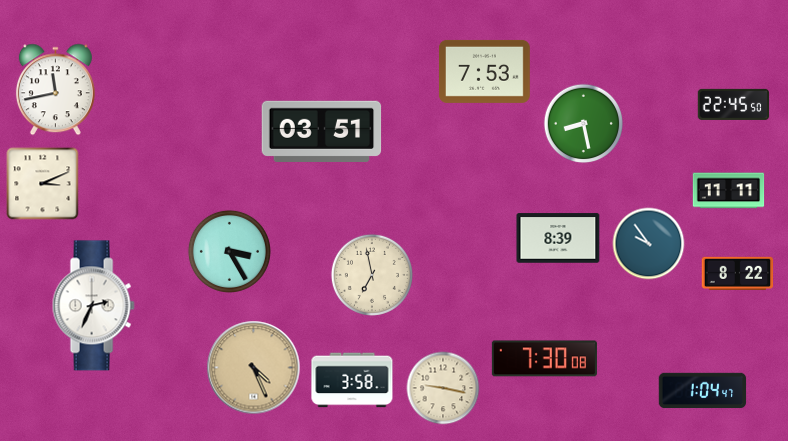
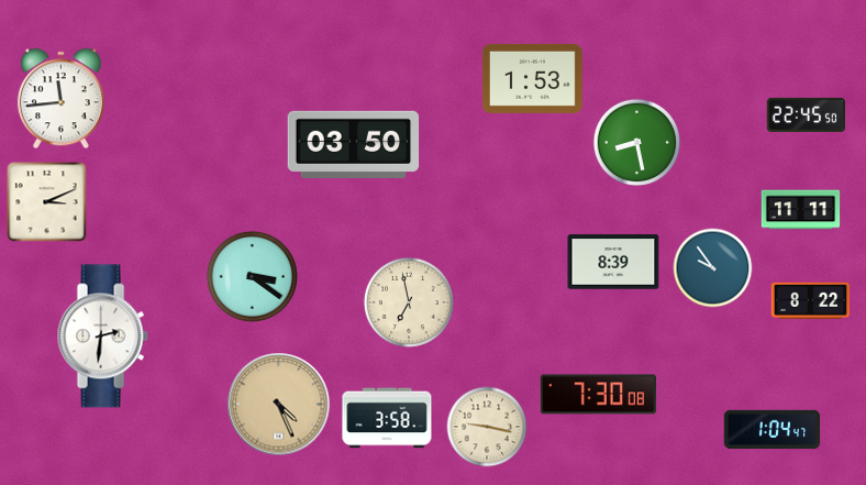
clock at (484, 71): 7:53 -> 1:53
clock at (55, 90): 11:43 -> 11:44
clock at (584, 124) position: (584, 124) -> (637, 143)
clock at (322, 131): 03:51 -> 03:50
clock at (229, 251): 3:25 -> 3:21
clock at (93, 306): 2:34 -> 2:31
